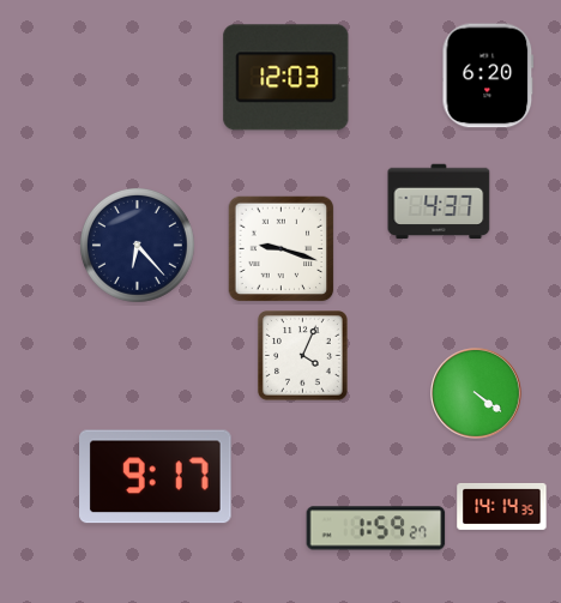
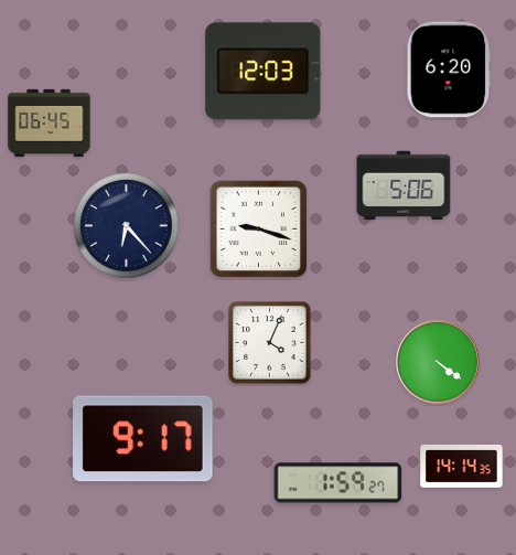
clock at (50, 124): none -> 06:45
clock at (439, 201): 4:37 -> 5:06
clock at (303, 356) position: (303, 356) -> (270, 343)
clock at (376, 529) position: (376, 529) -> (338, 483)
